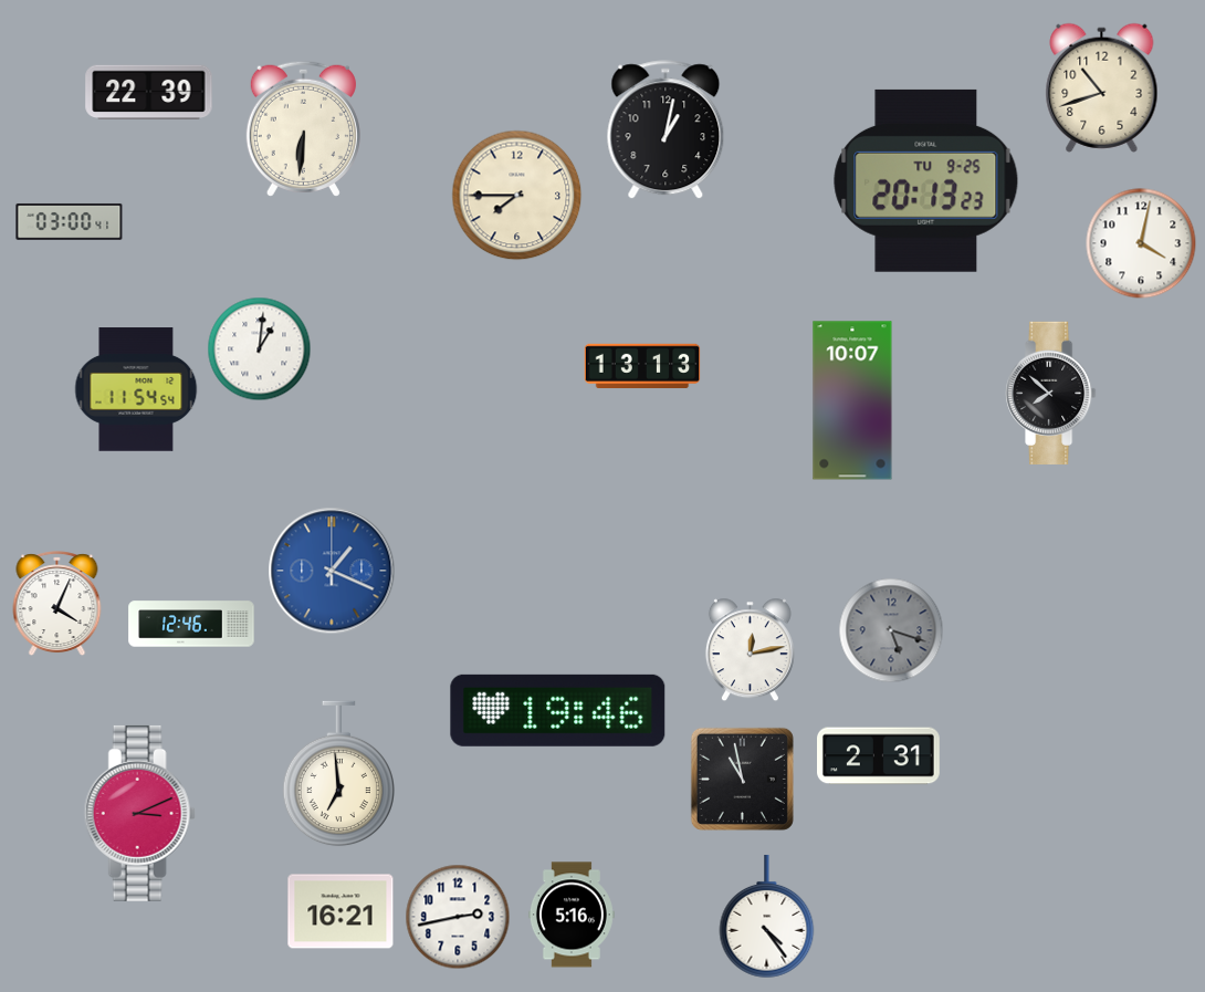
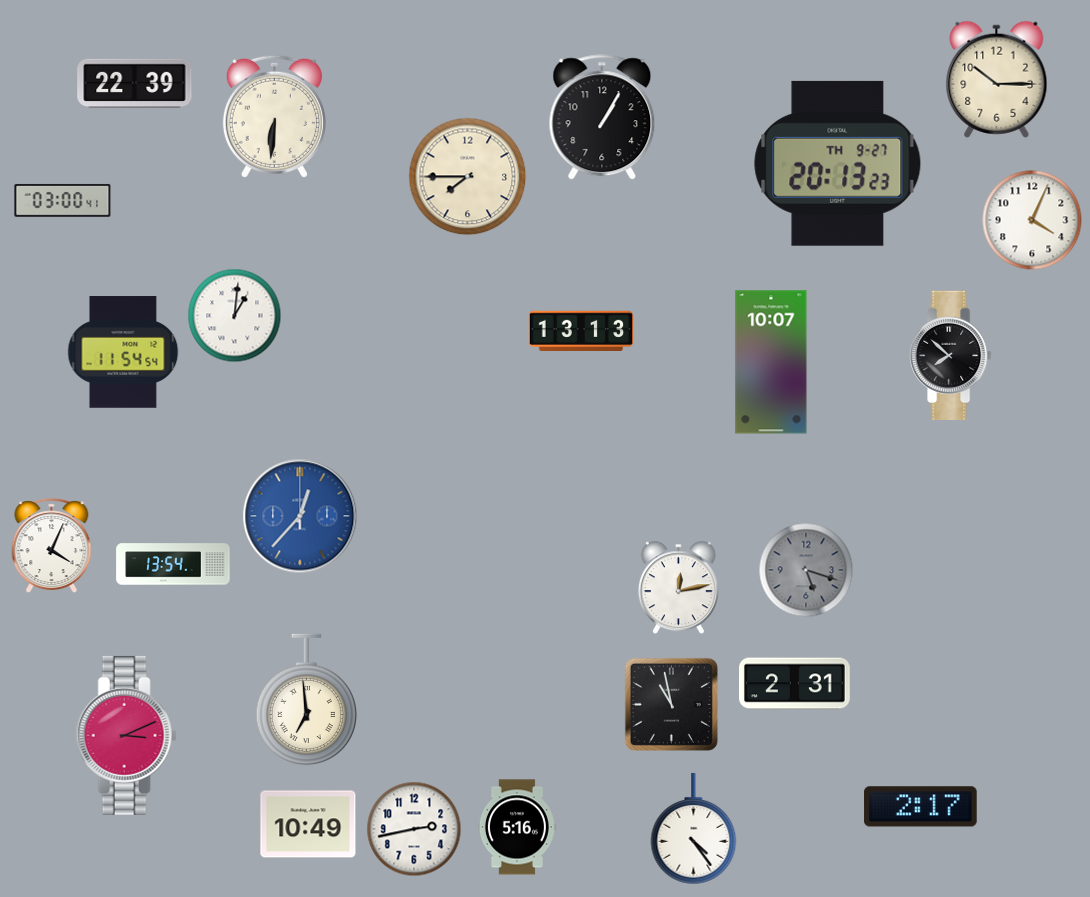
clock at (1102, 87): 10:42 -> 10:15
clock at (666, 130): 1:02 -> 1:05
clock at (926, 180) date: TU 9-25 -> TH 9-27
clock at (1141, 243): 4:02 -> 4:04
clock at (332, 571): 1:19 -> 12:37
clock at (191, 624): 12:46 -> 13:54
clock at (558, 710): 19:46 -> none
clock at (921, 807): none -> 2:17
clock at (340, 911): 16:21 -> 10:49
